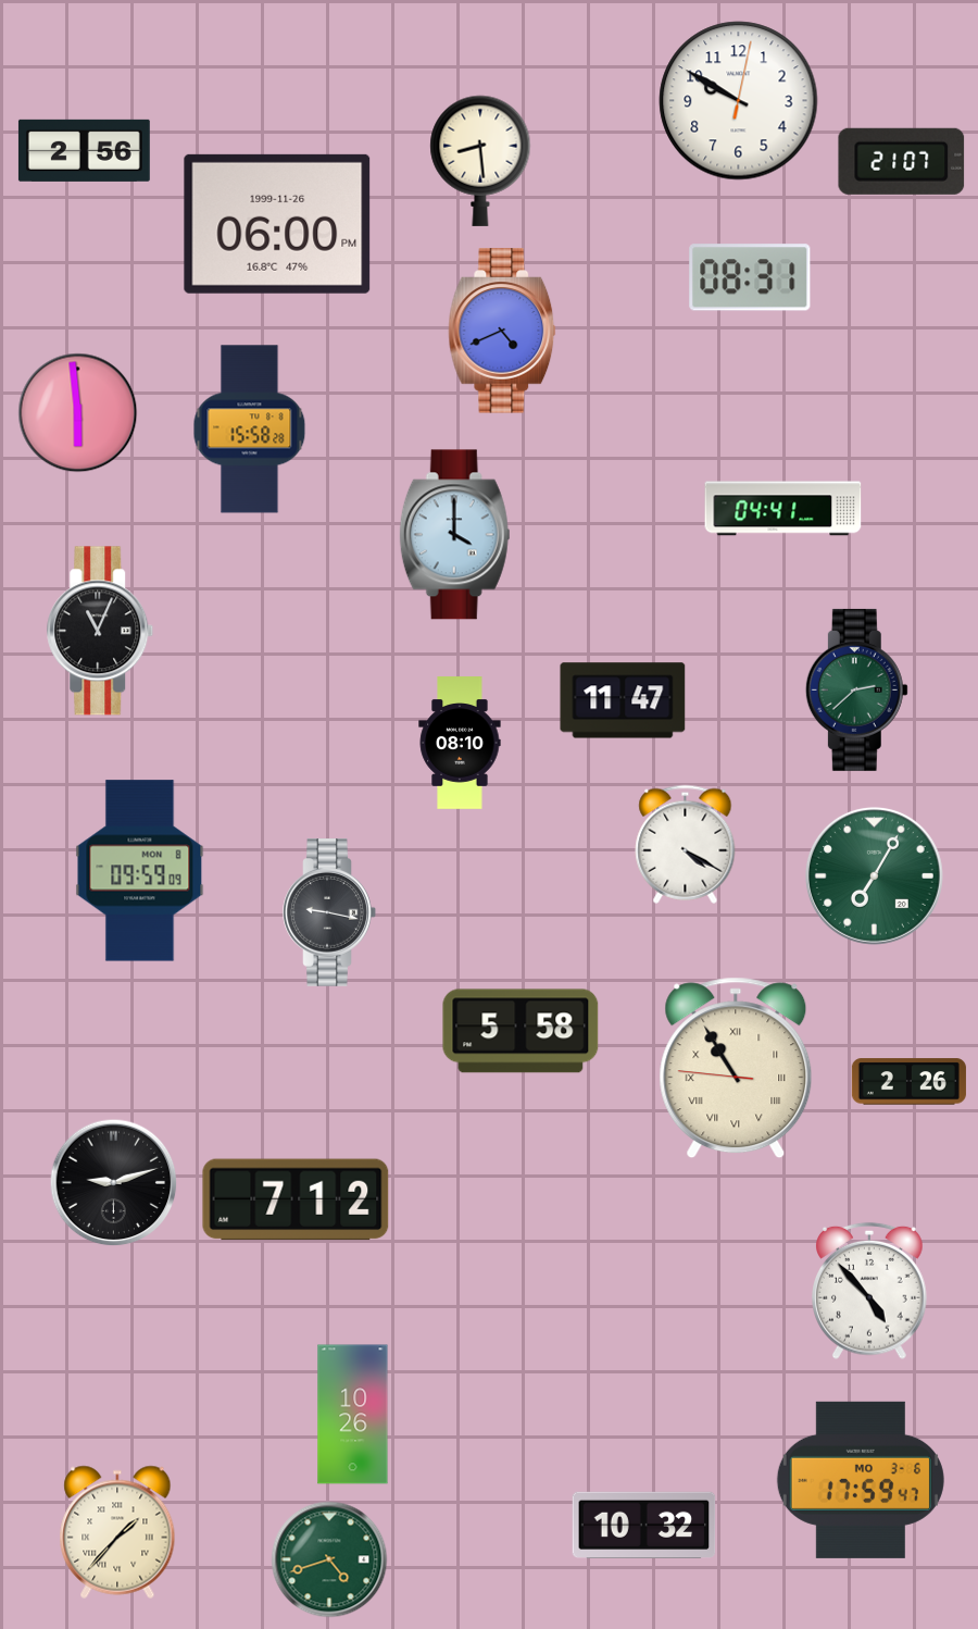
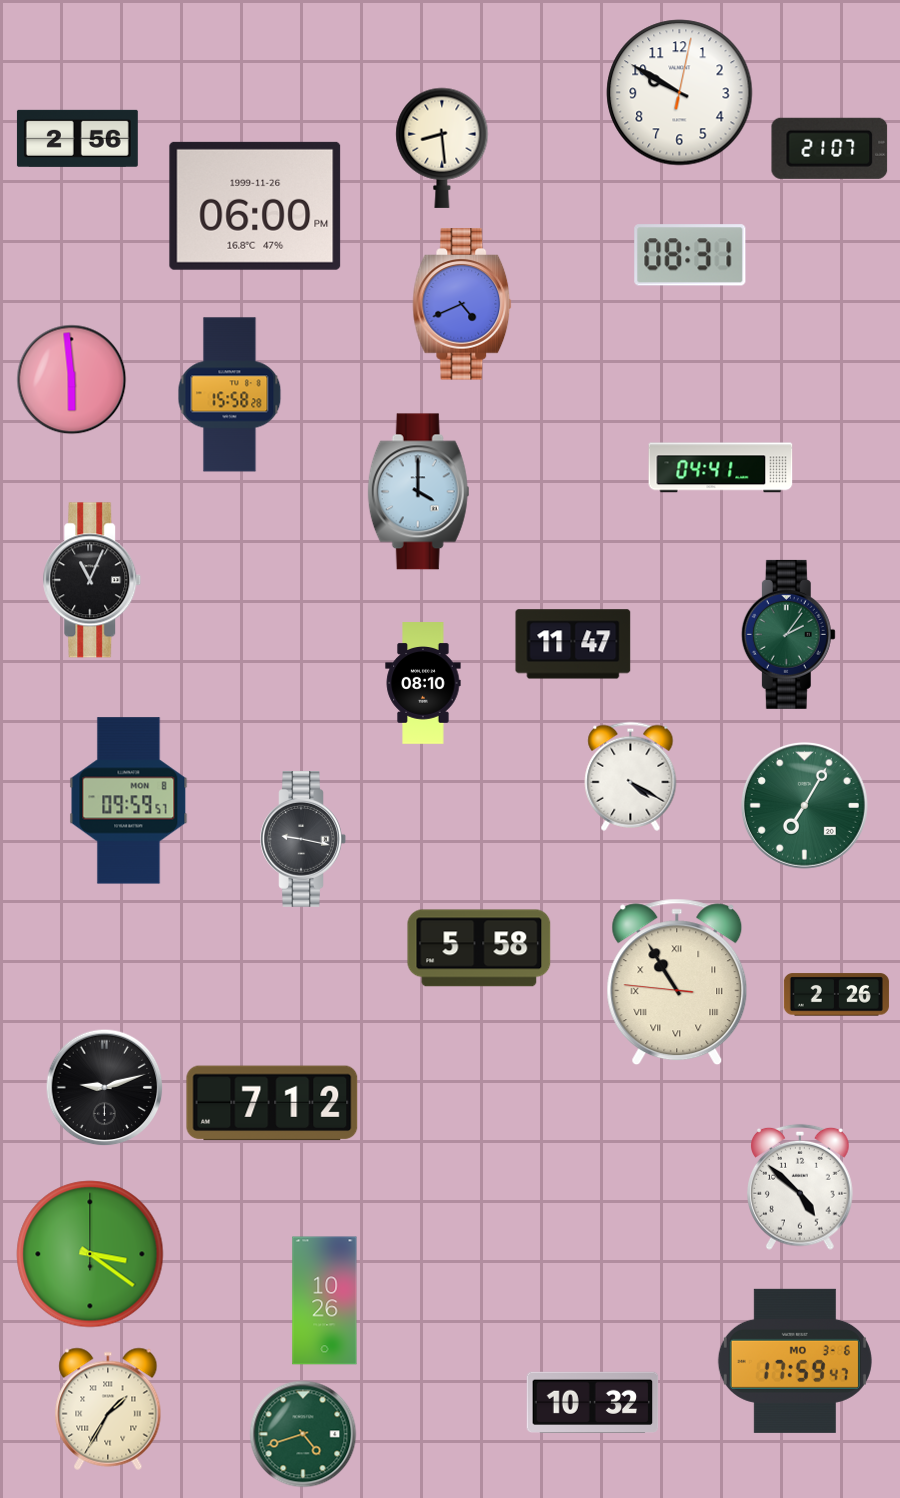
clock at (856, 689): 2:38 -> 2:06
clock at (140, 871): 09:59:09 -> 09:59:57
clock at (870, 1291): 4:53 -> 4:52
clock at (90, 1254): none -> 3:21
clock at (861, 1480) position: (861, 1480) -> (795, 1361)
clock at (117, 1532): 1:37 -> 1:35
